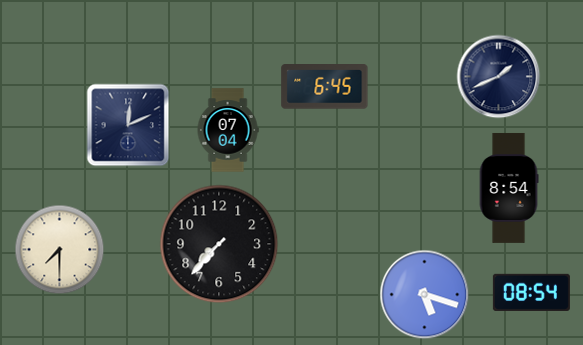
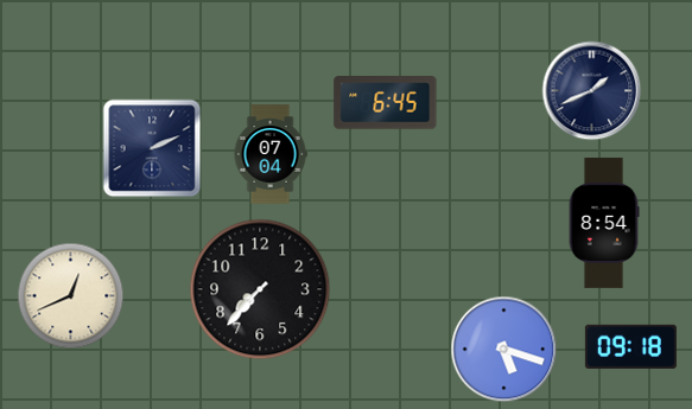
clock at (128, 125): 12:11 -> 2:11
clock at (60, 250): 7:30 -> 12:41
clock at (531, 292): 08:54 -> 09:18
